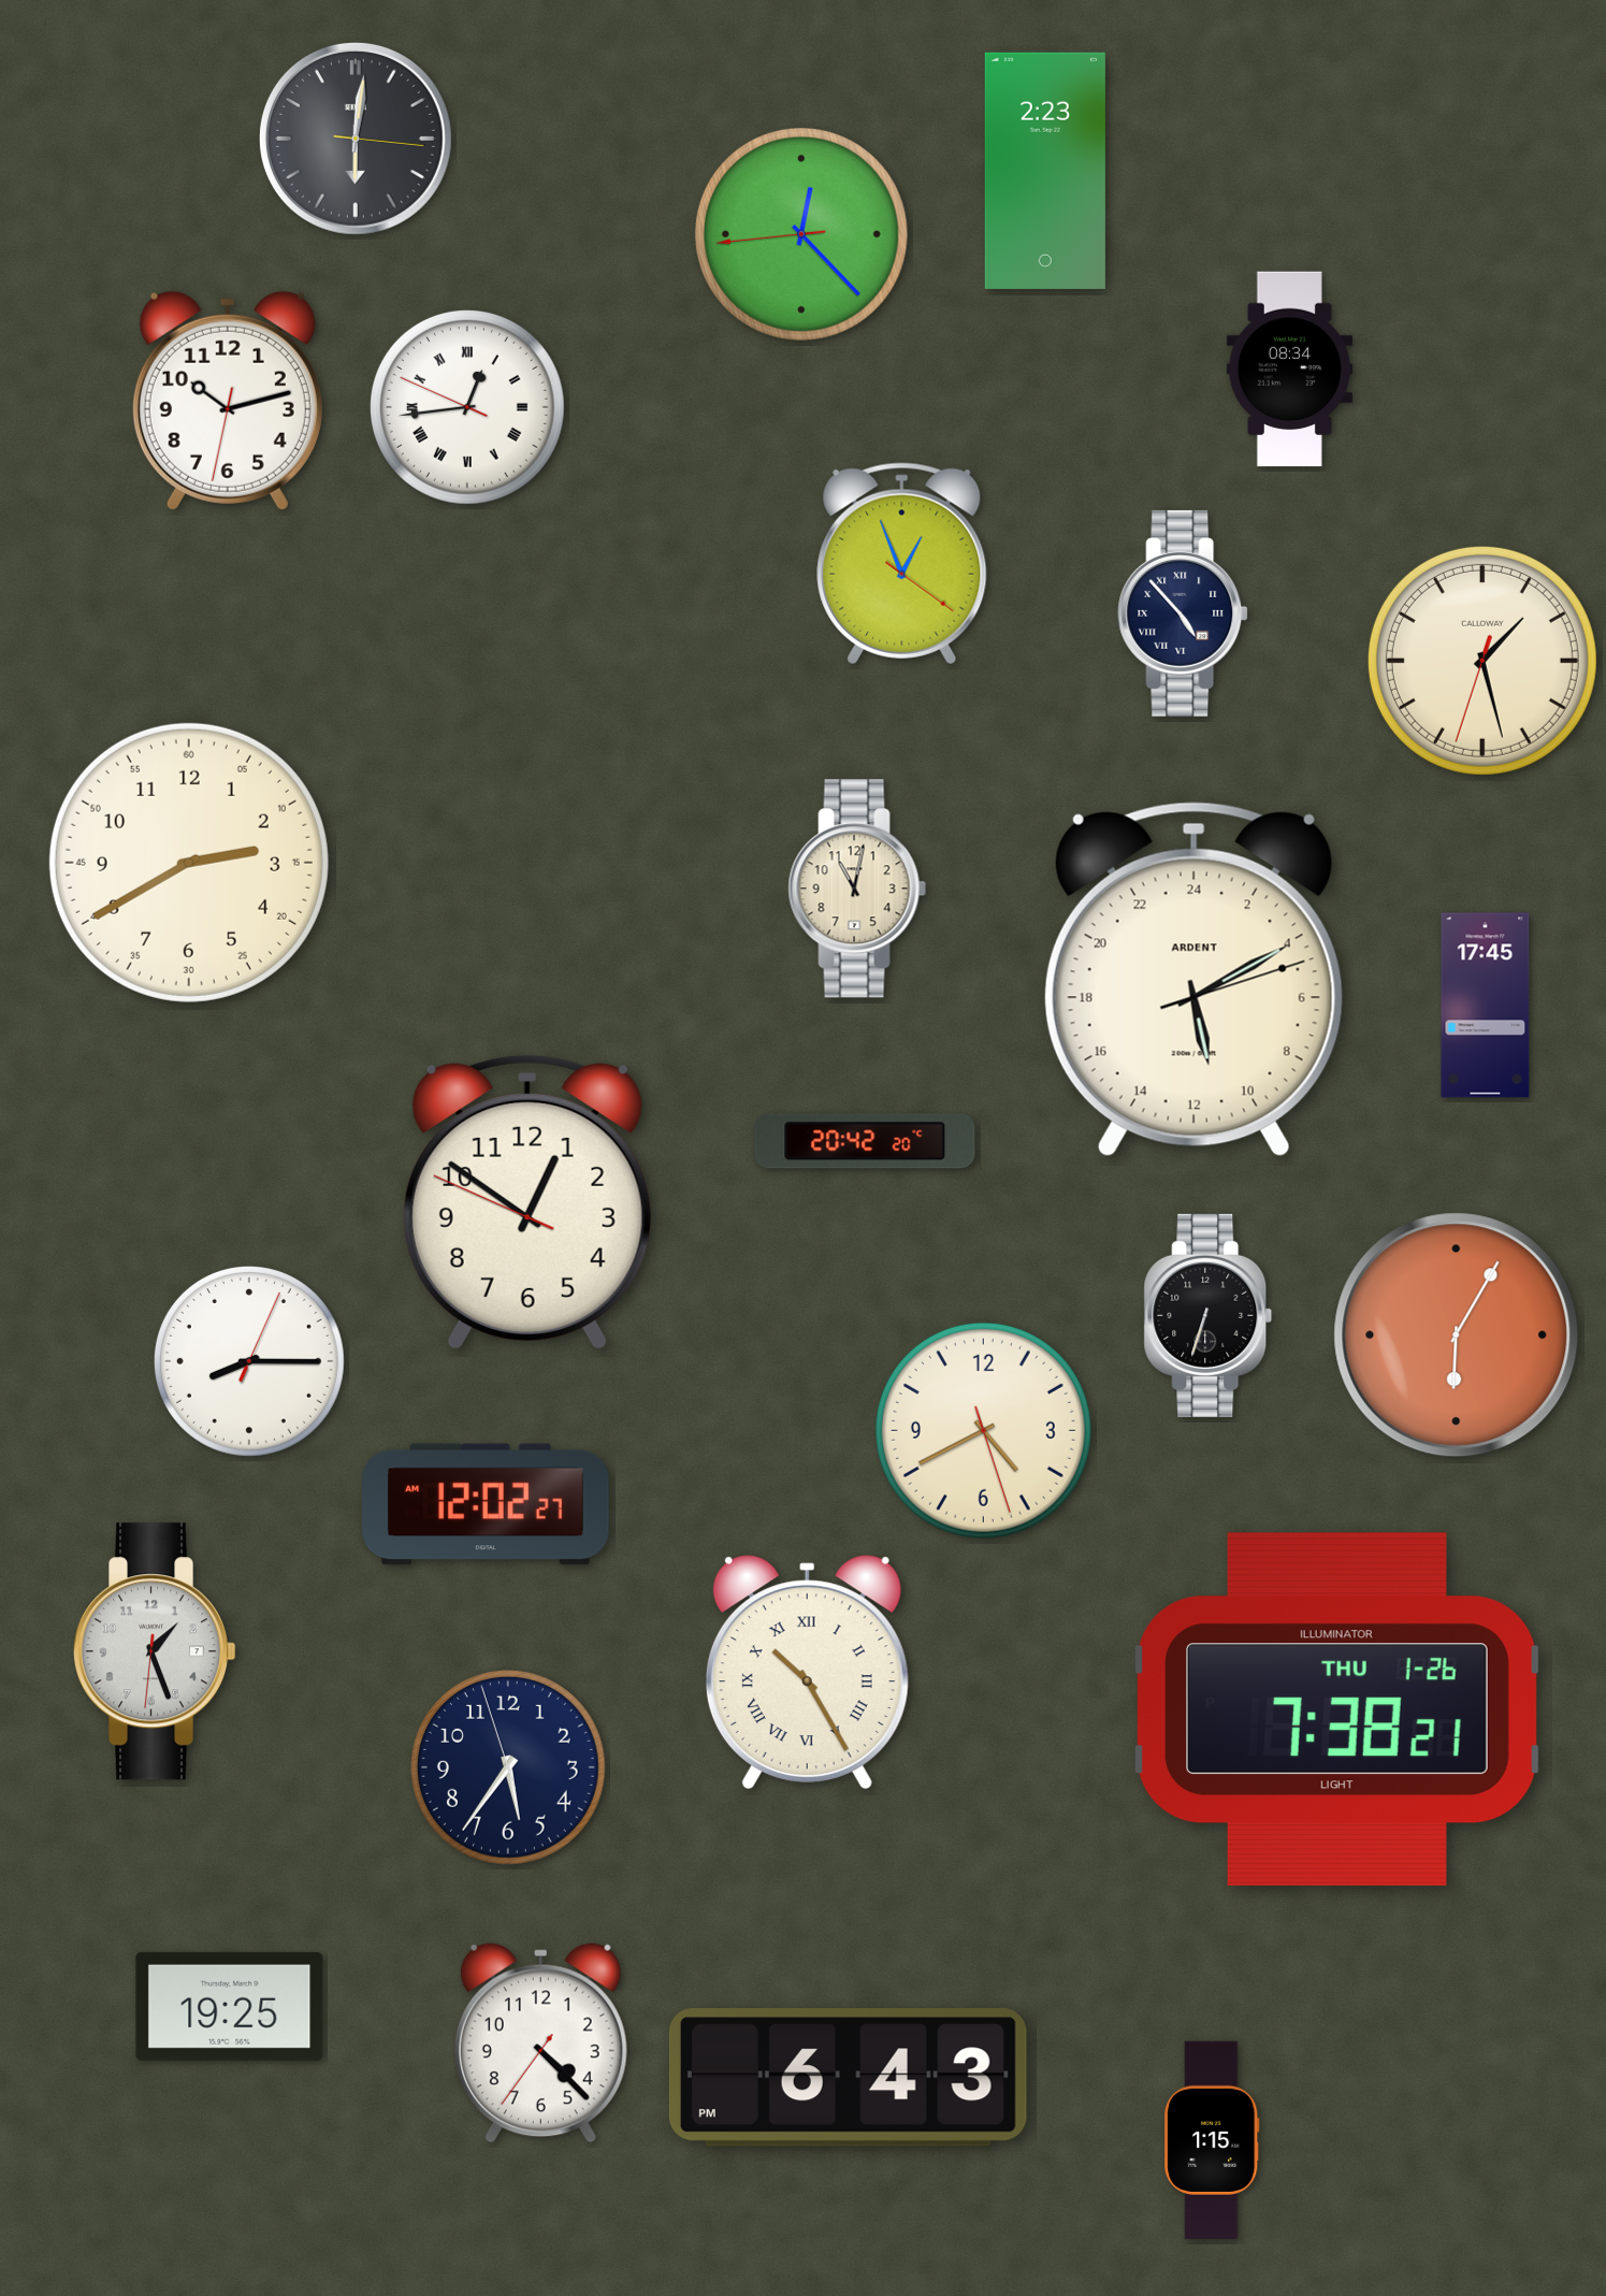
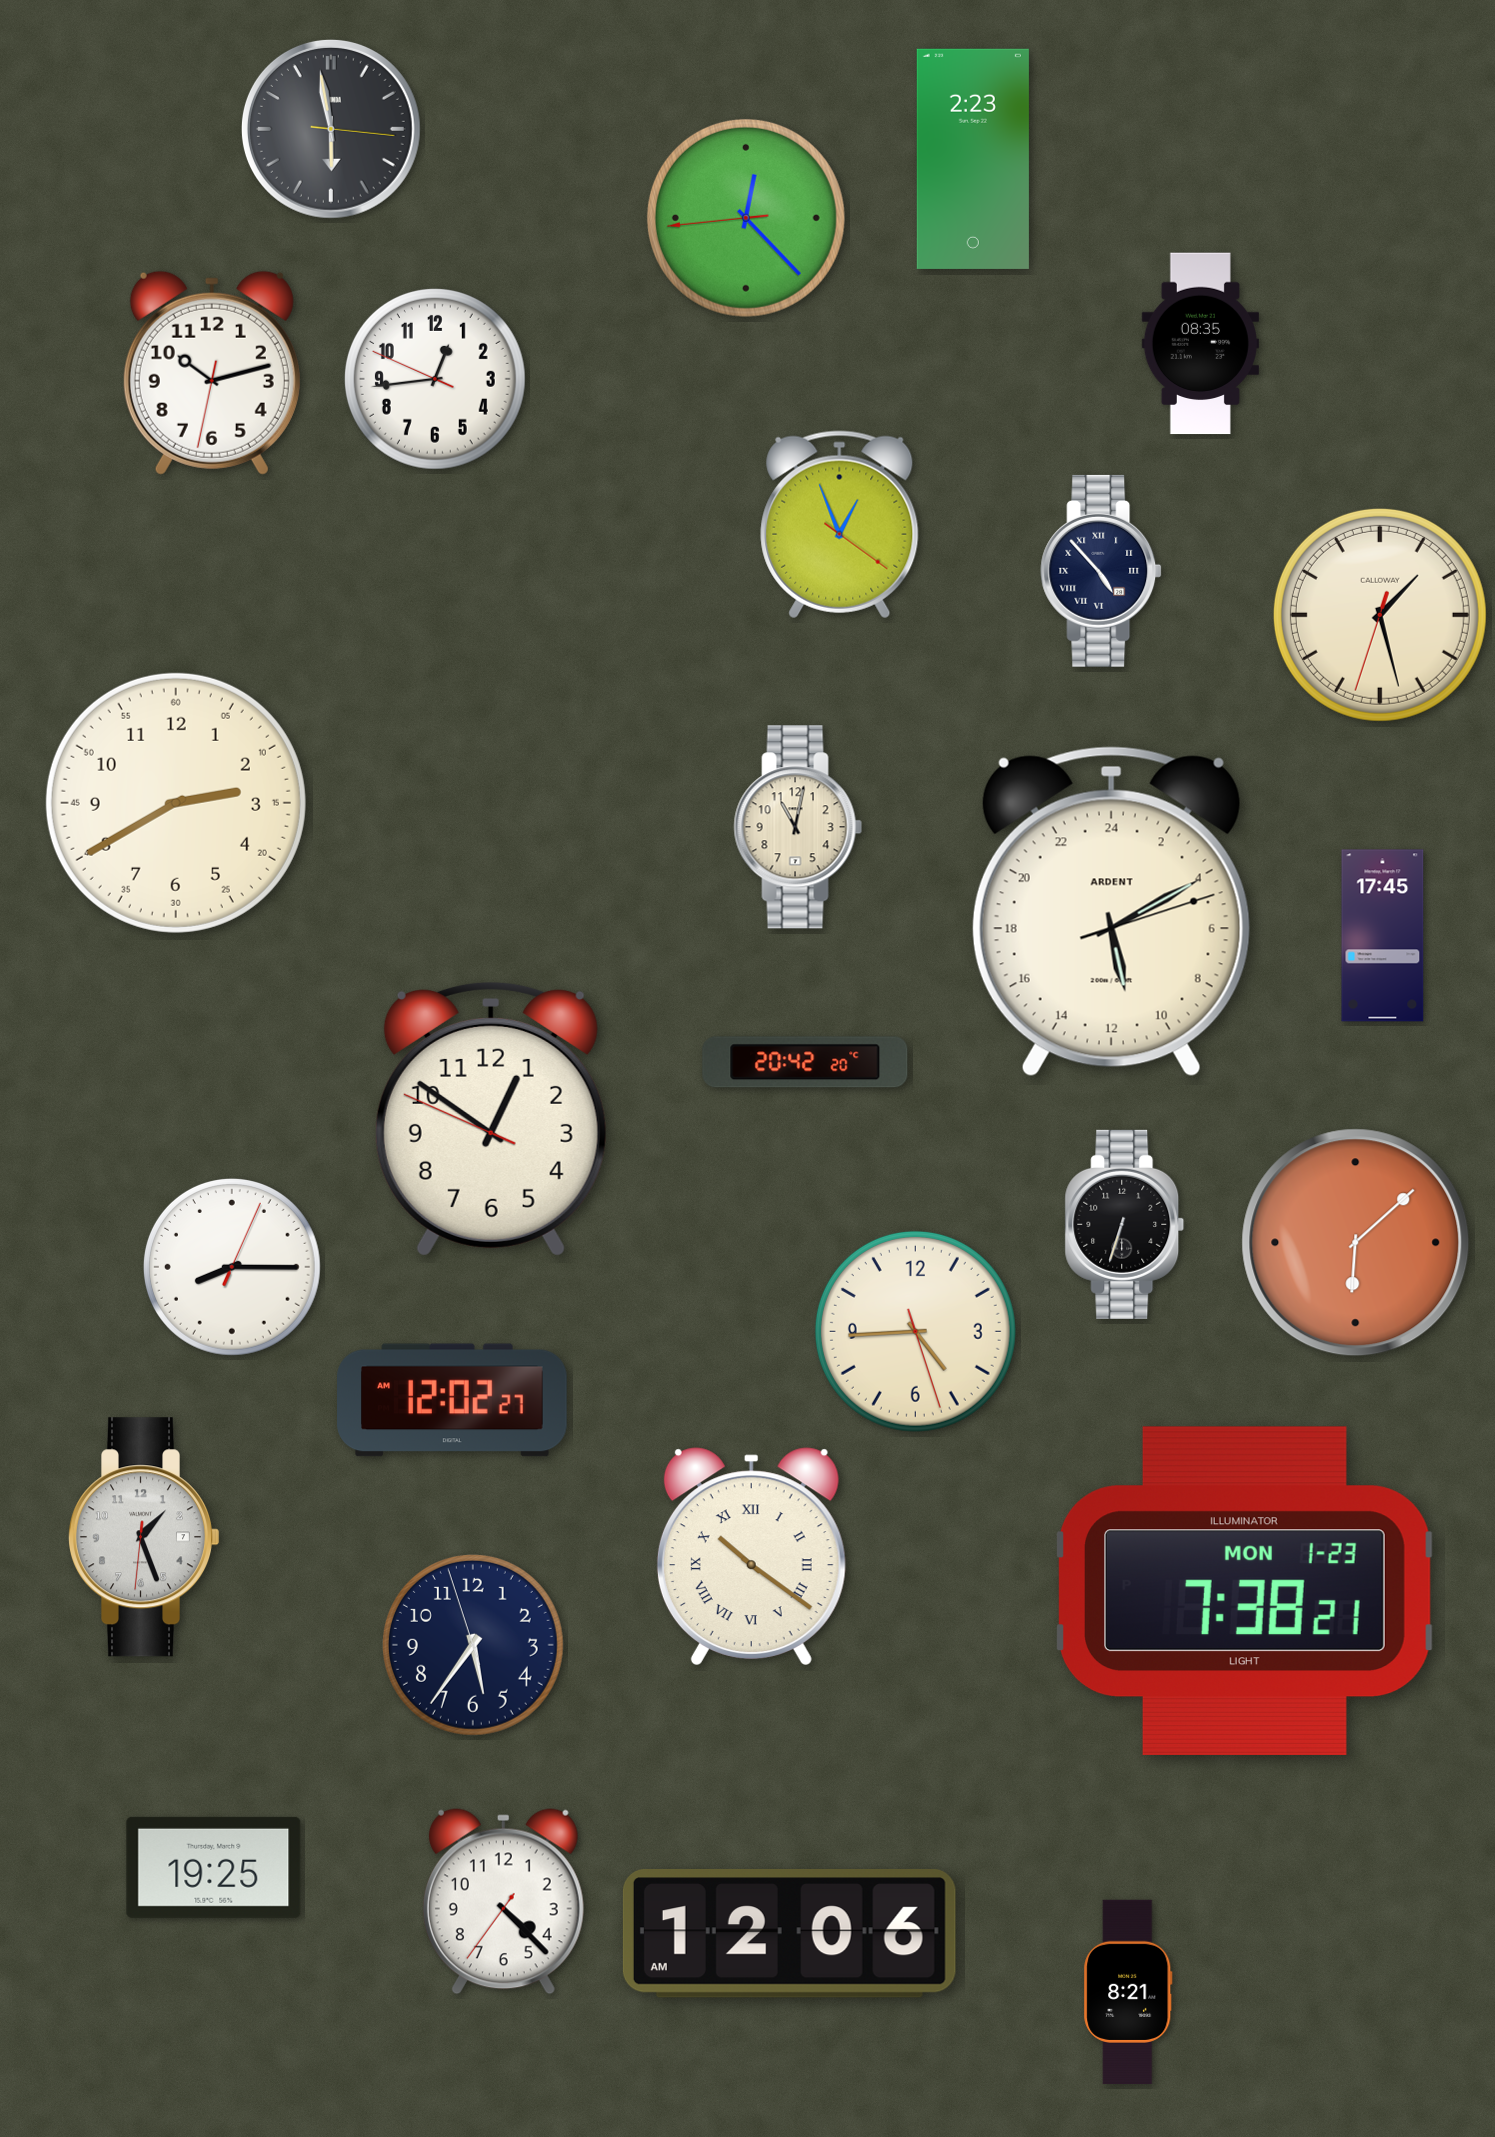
clock at (356, 139): 6:01 -> 5:58
clock at (1289, 370): 08:34 -> 08:35
clock at (467, 407) numerals: Roman -> Arabic
clock at (1457, 1335): 6:05 -> 6:08
clock at (983, 1430): 4:40 -> 4:44
clock at (807, 1672): 10:25 -> 10:21
clock at (1339, 1709) date: THU 1-26 -> MON 1-23
clock at (848, 2078): 6:43 -> 12:06
clock at (1212, 2139): 1:15 -> 8:21
